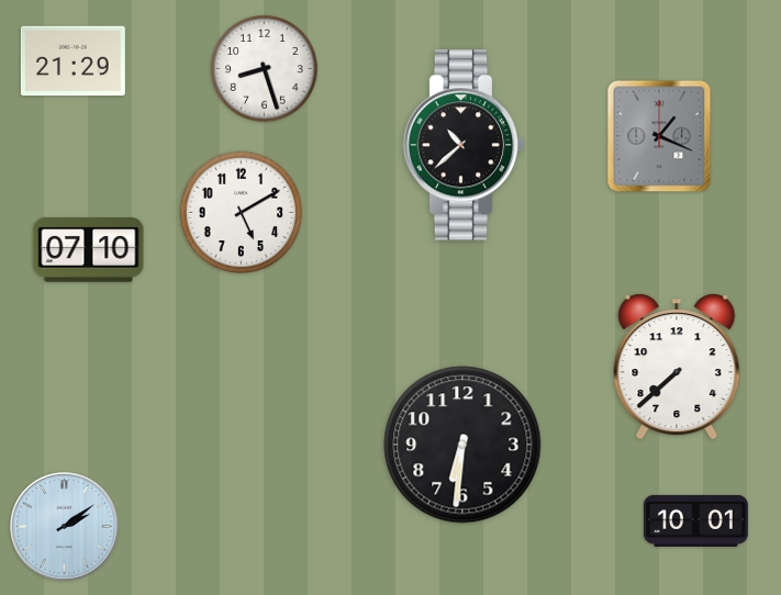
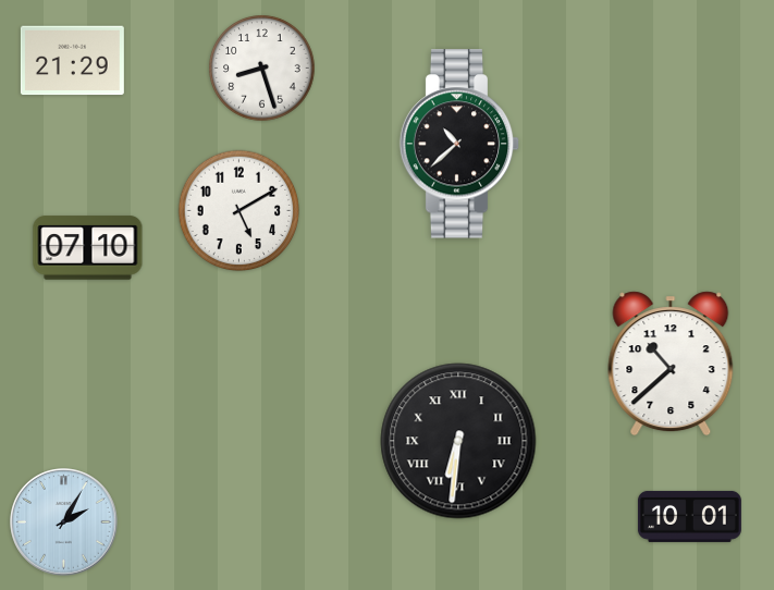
clock at (659, 136): 1:19 -> none
clock at (677, 367): 7:38 -> 10:38
clock at (462, 445) numerals: Arabic -> Roman
clock at (65, 527): 2:09 -> 2:05
